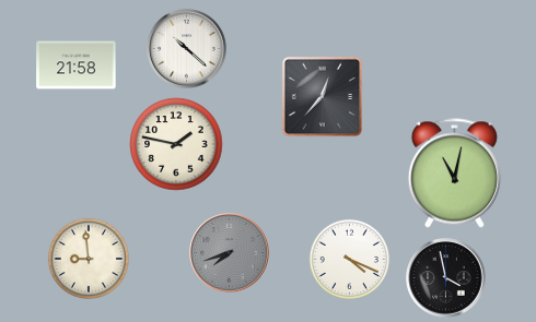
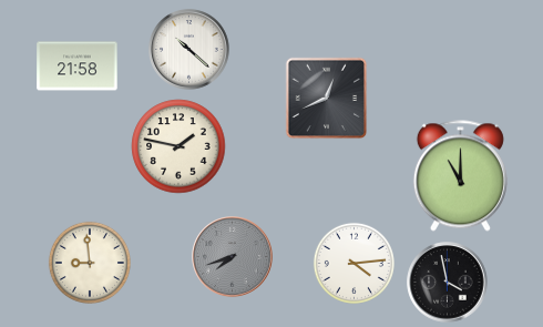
clock at (323, 97): 12:37 -> 12:41
clock at (454, 174): 11:02 -> 11:00
clock at (349, 259): 4:19 -> 4:14
clock at (446, 278) position: (446, 278) -> (448, 283)
